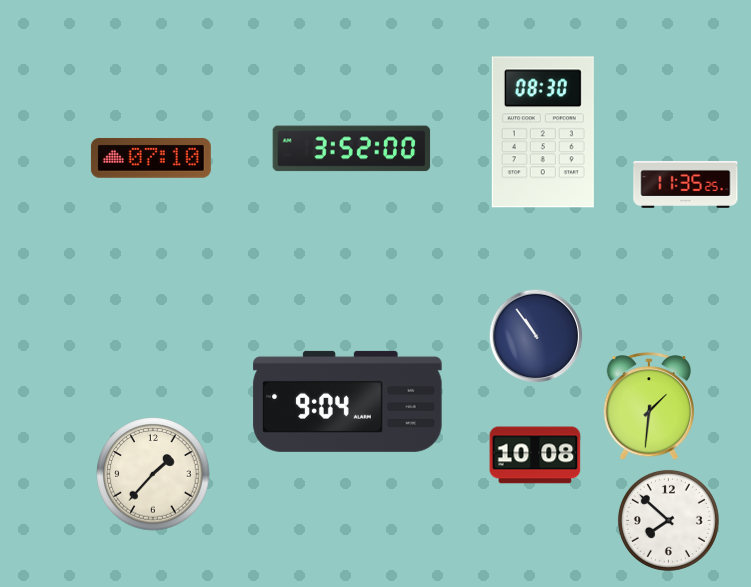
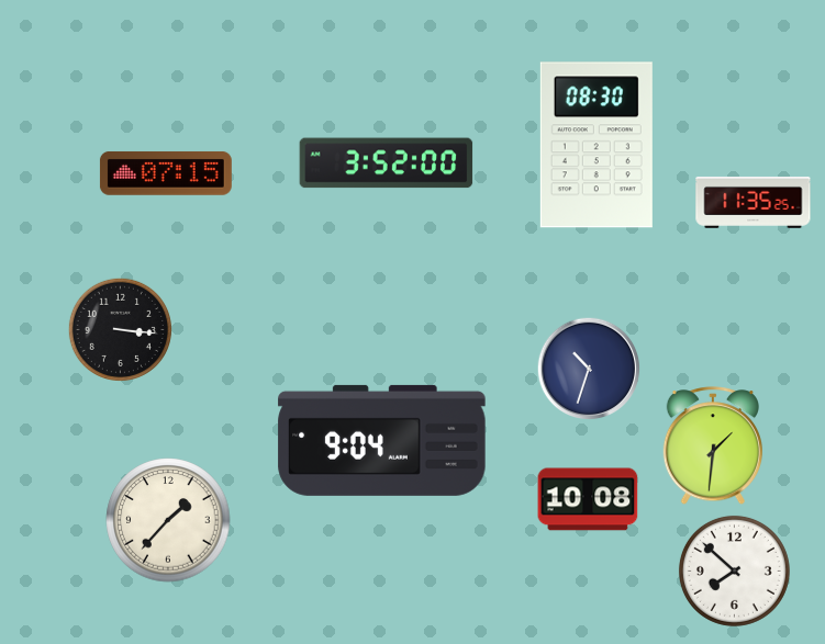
clock at (151, 158): 07:10 -> 07:15
clock at (120, 329): none -> 3:16
clock at (536, 336): 10:54 -> 10:33
